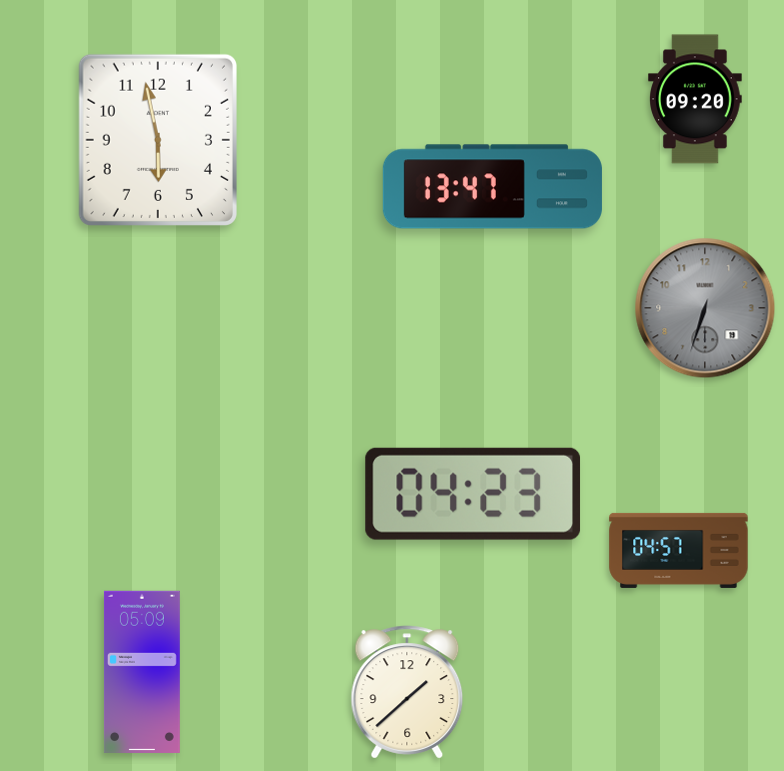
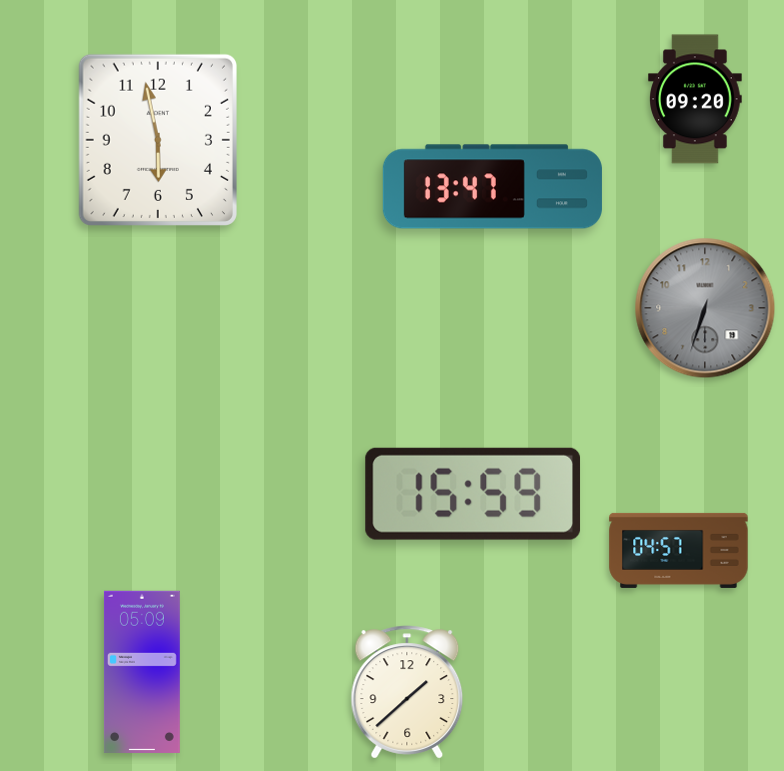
clock at (473, 494): 04:23 -> 15:59
